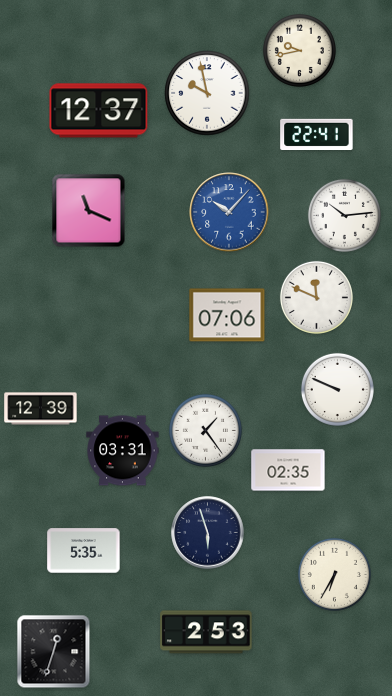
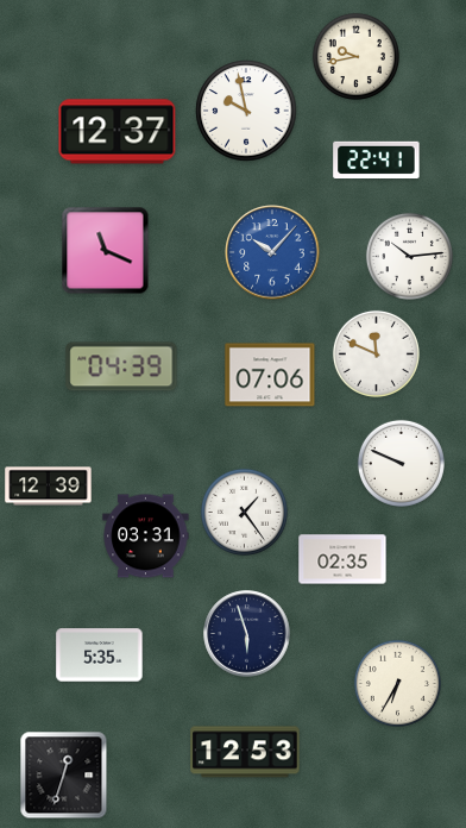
clock at (299, 50) position: (299, 50) -> (355, 56)
clock at (121, 366): none -> 04:39
clock at (206, 632): 2:53 -> 12:53
